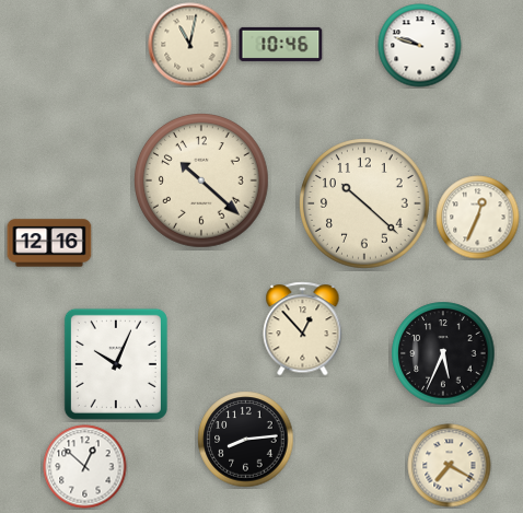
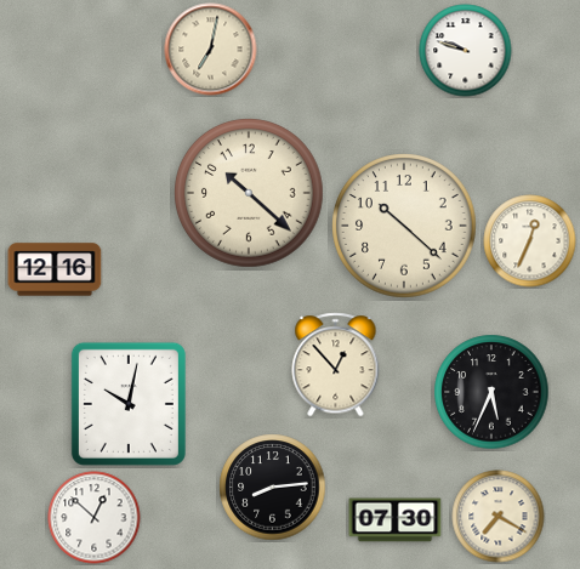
clock at (281, 44): 10:46 -> none
clock at (190, 45): 11:02 -> 7:02
clock at (202, 182) position: (202, 182) -> (250, 194)
clock at (116, 364): 10:04 -> 10:02
clock at (396, 520): none -> 07:30
